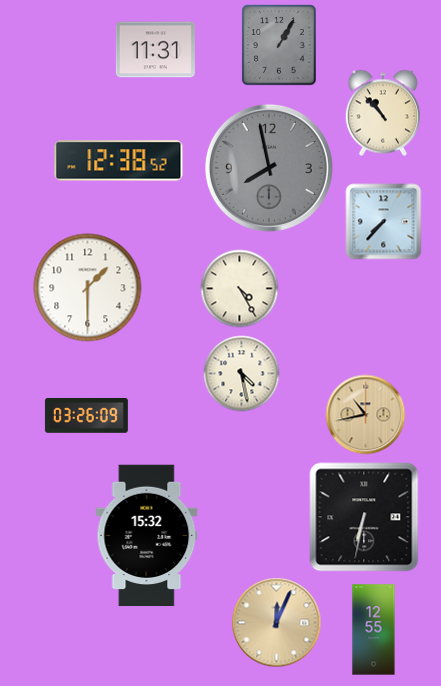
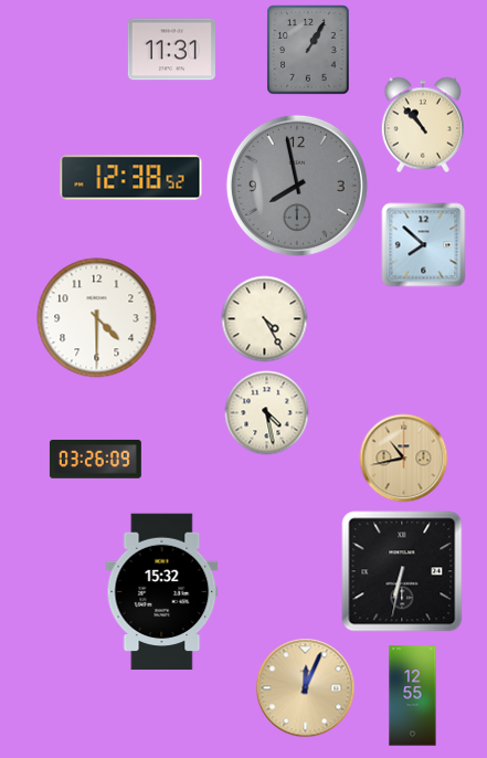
clock at (155, 50) position: (155, 50) -> (171, 50)
clock at (384, 222): 7:37 -> 7:52
clock at (88, 288): 1:30 -> 4:30
